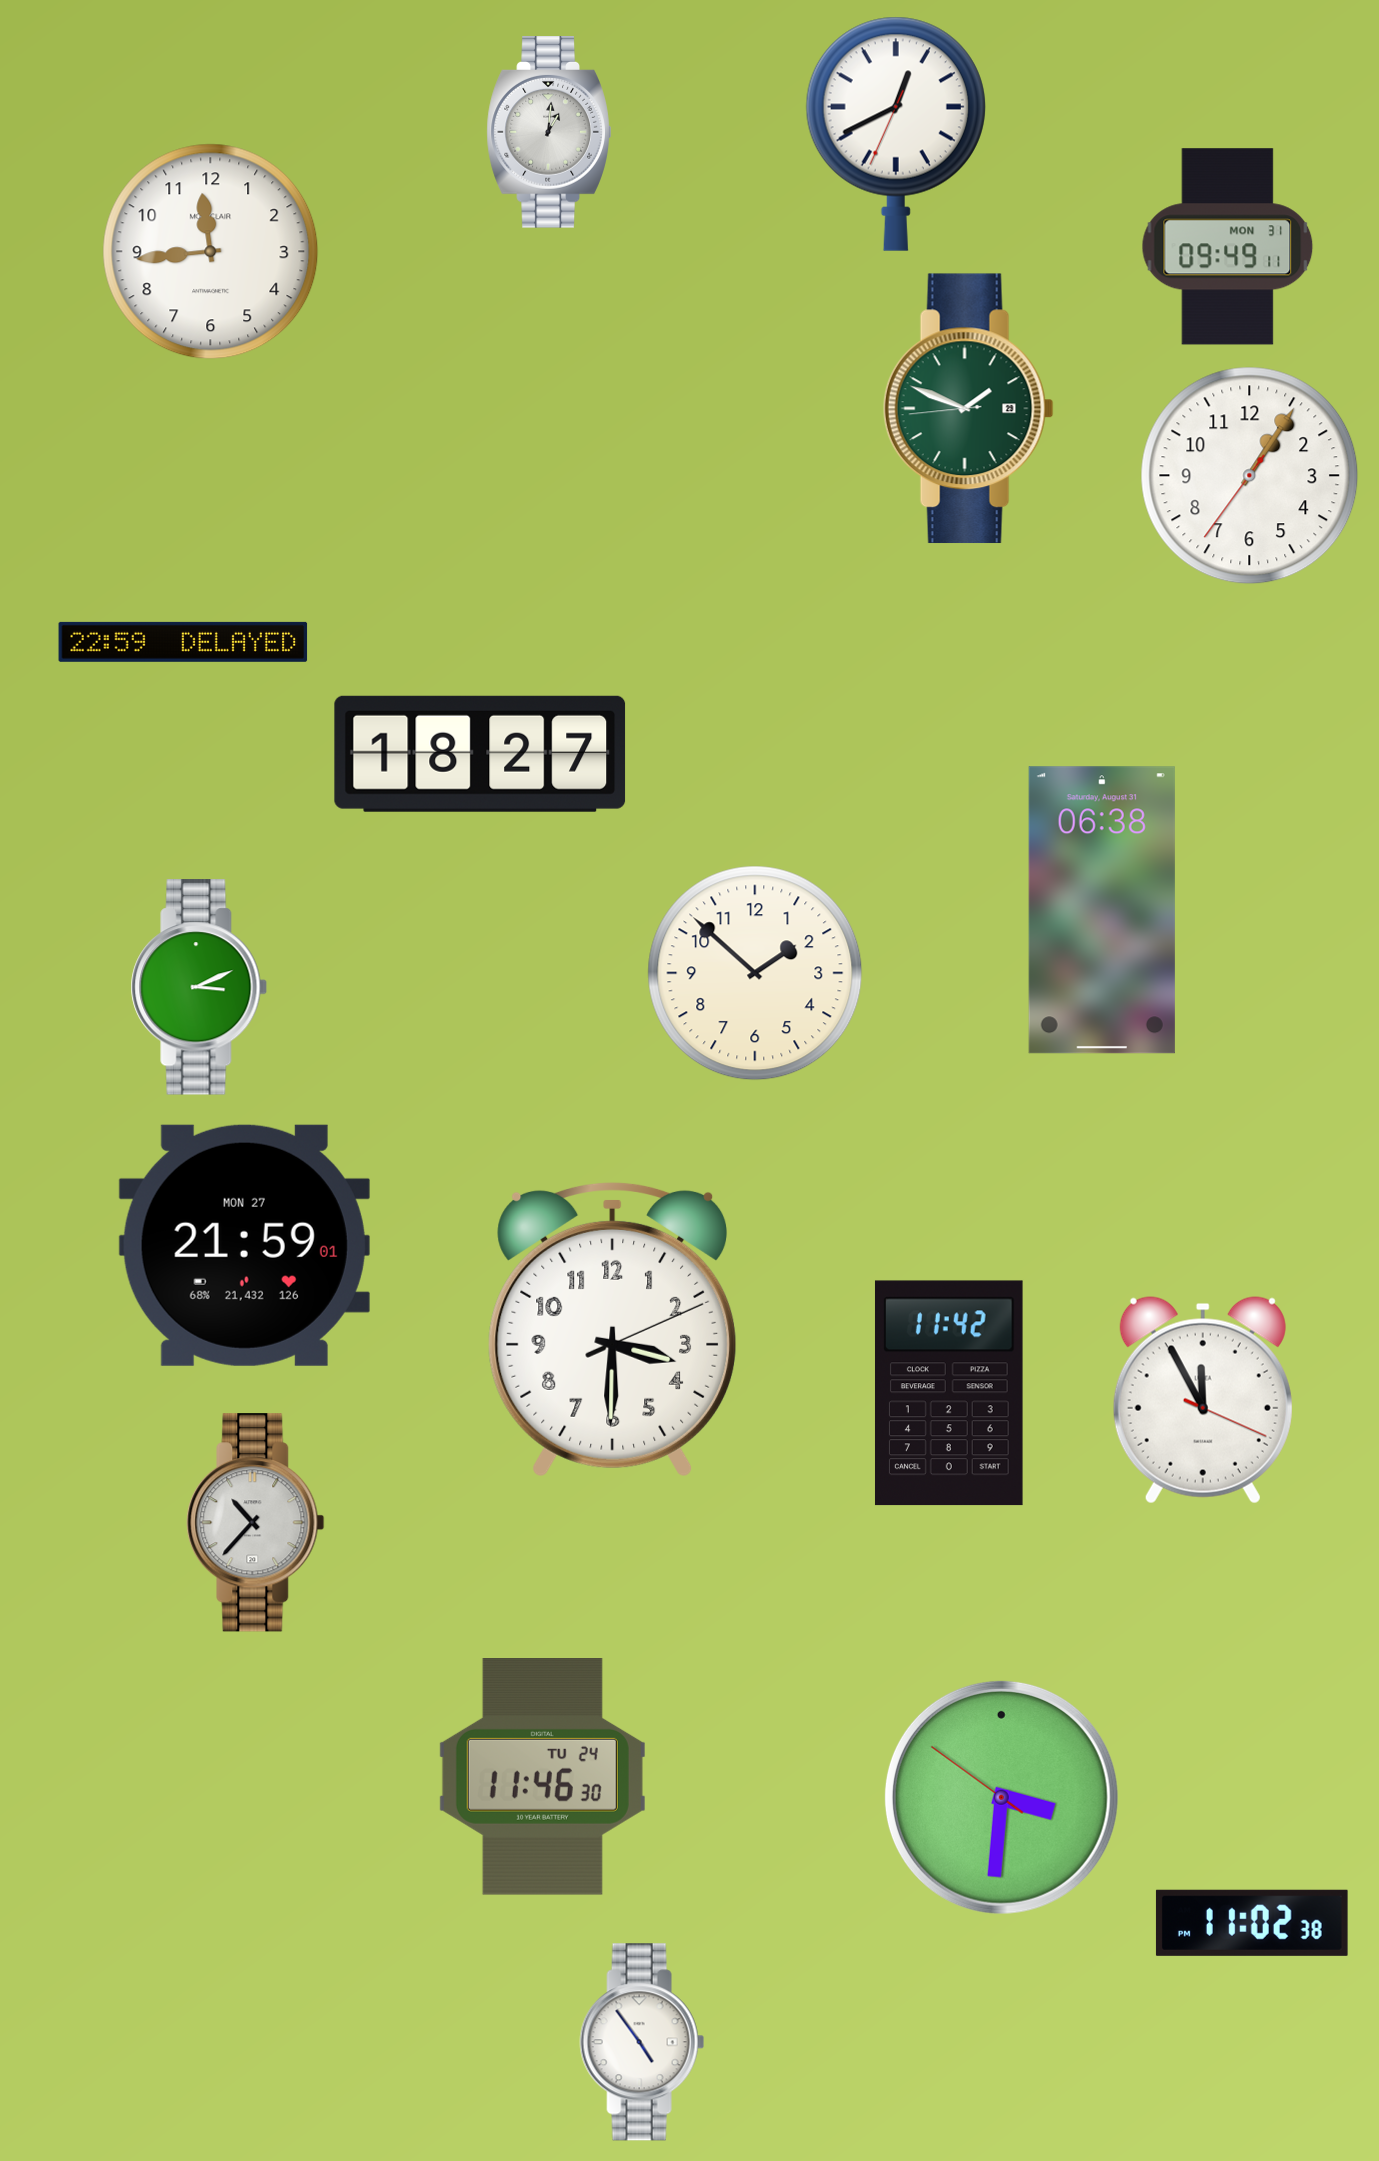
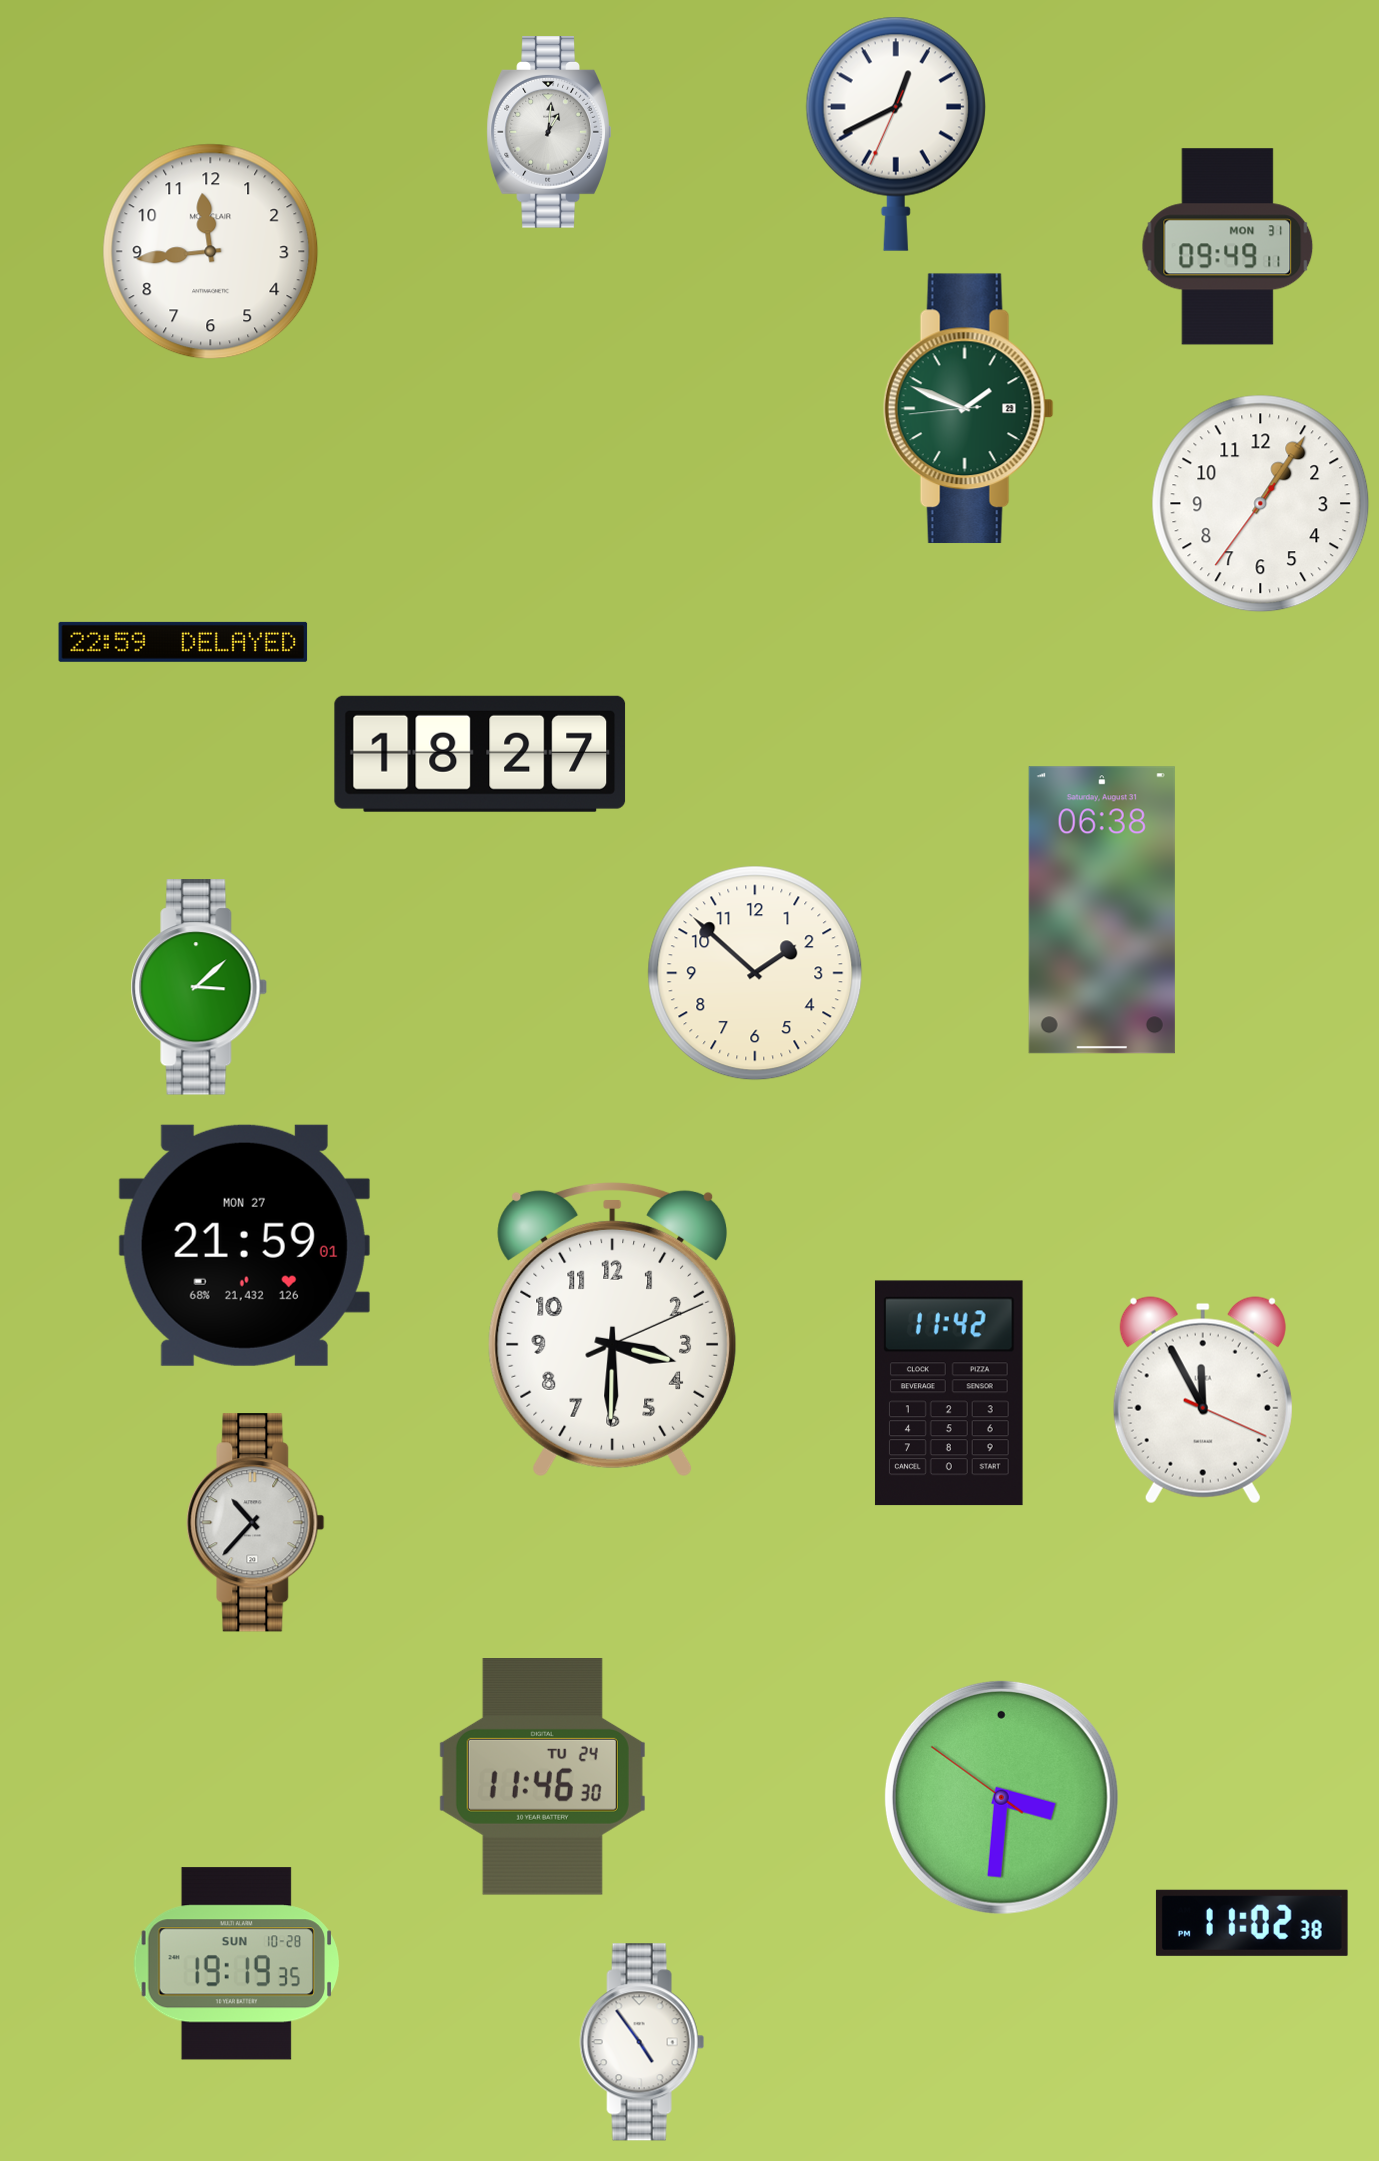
clock at (1250, 476) position: (1250, 476) -> (1261, 504)
clock at (199, 987): 3:11 -> 3:08
clock at (237, 1964): none -> 19:19
